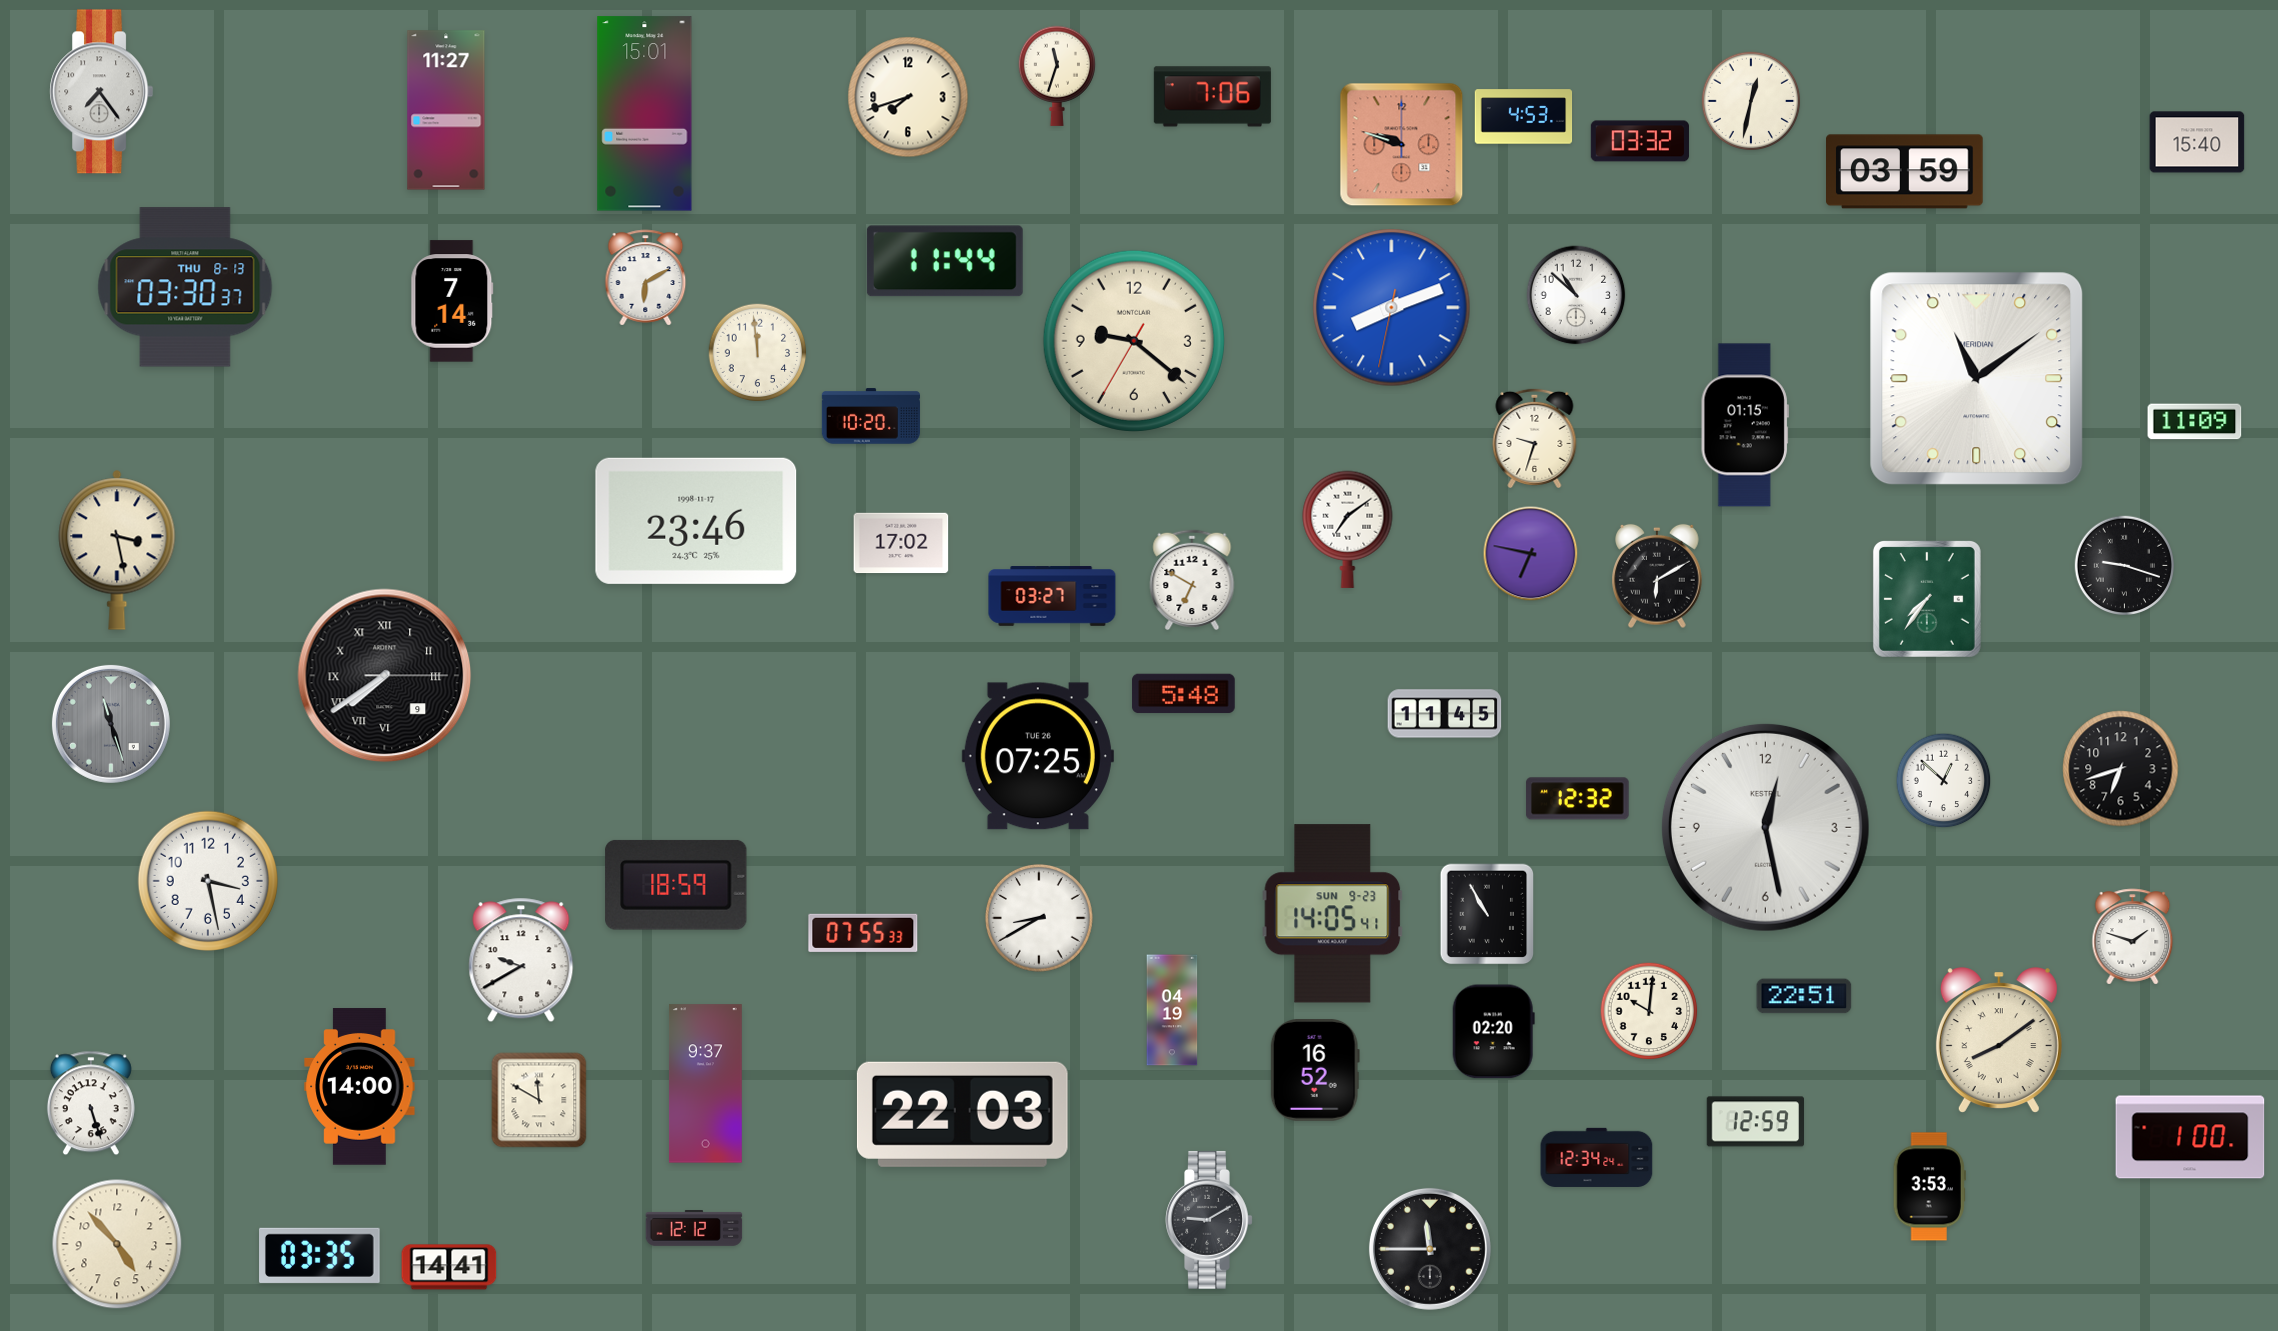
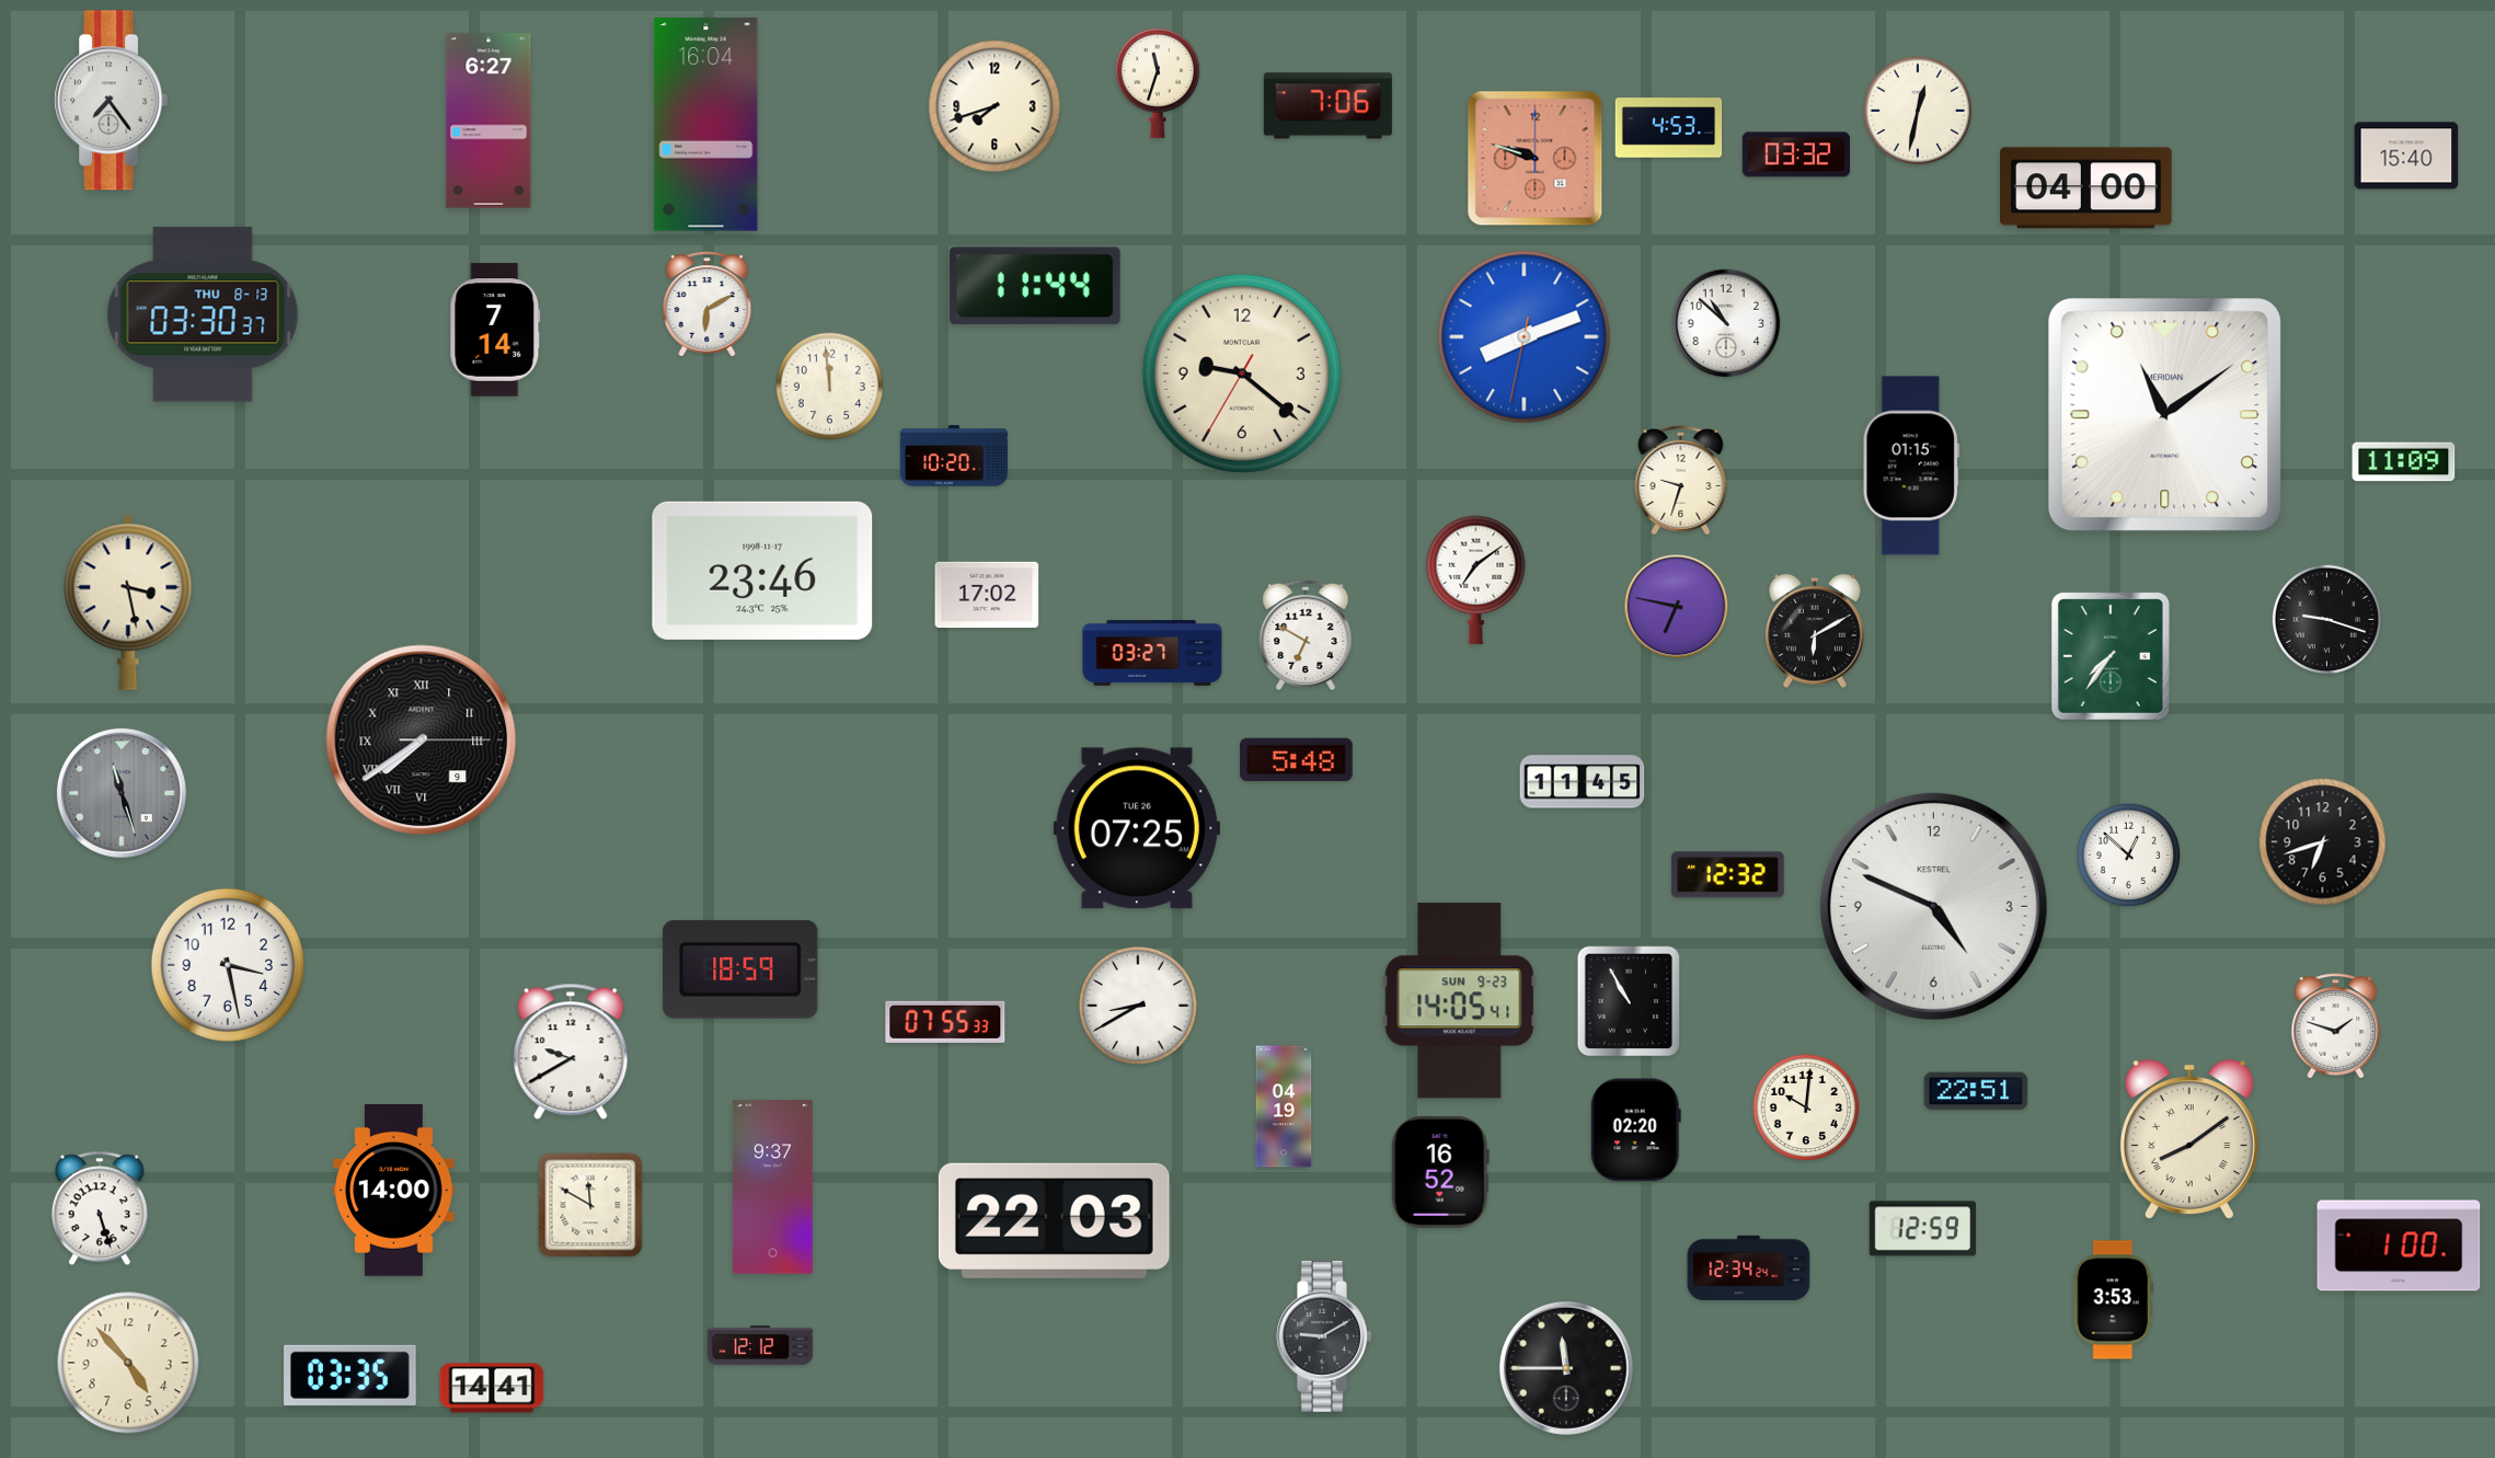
clock at (446, 110): 11:27 -> 6:27
clock at (645, 114): 15:01 -> 16:04
clock at (1905, 172): 03:59 -> 04:00
clock at (1765, 827): 12:28 -> 4:49
